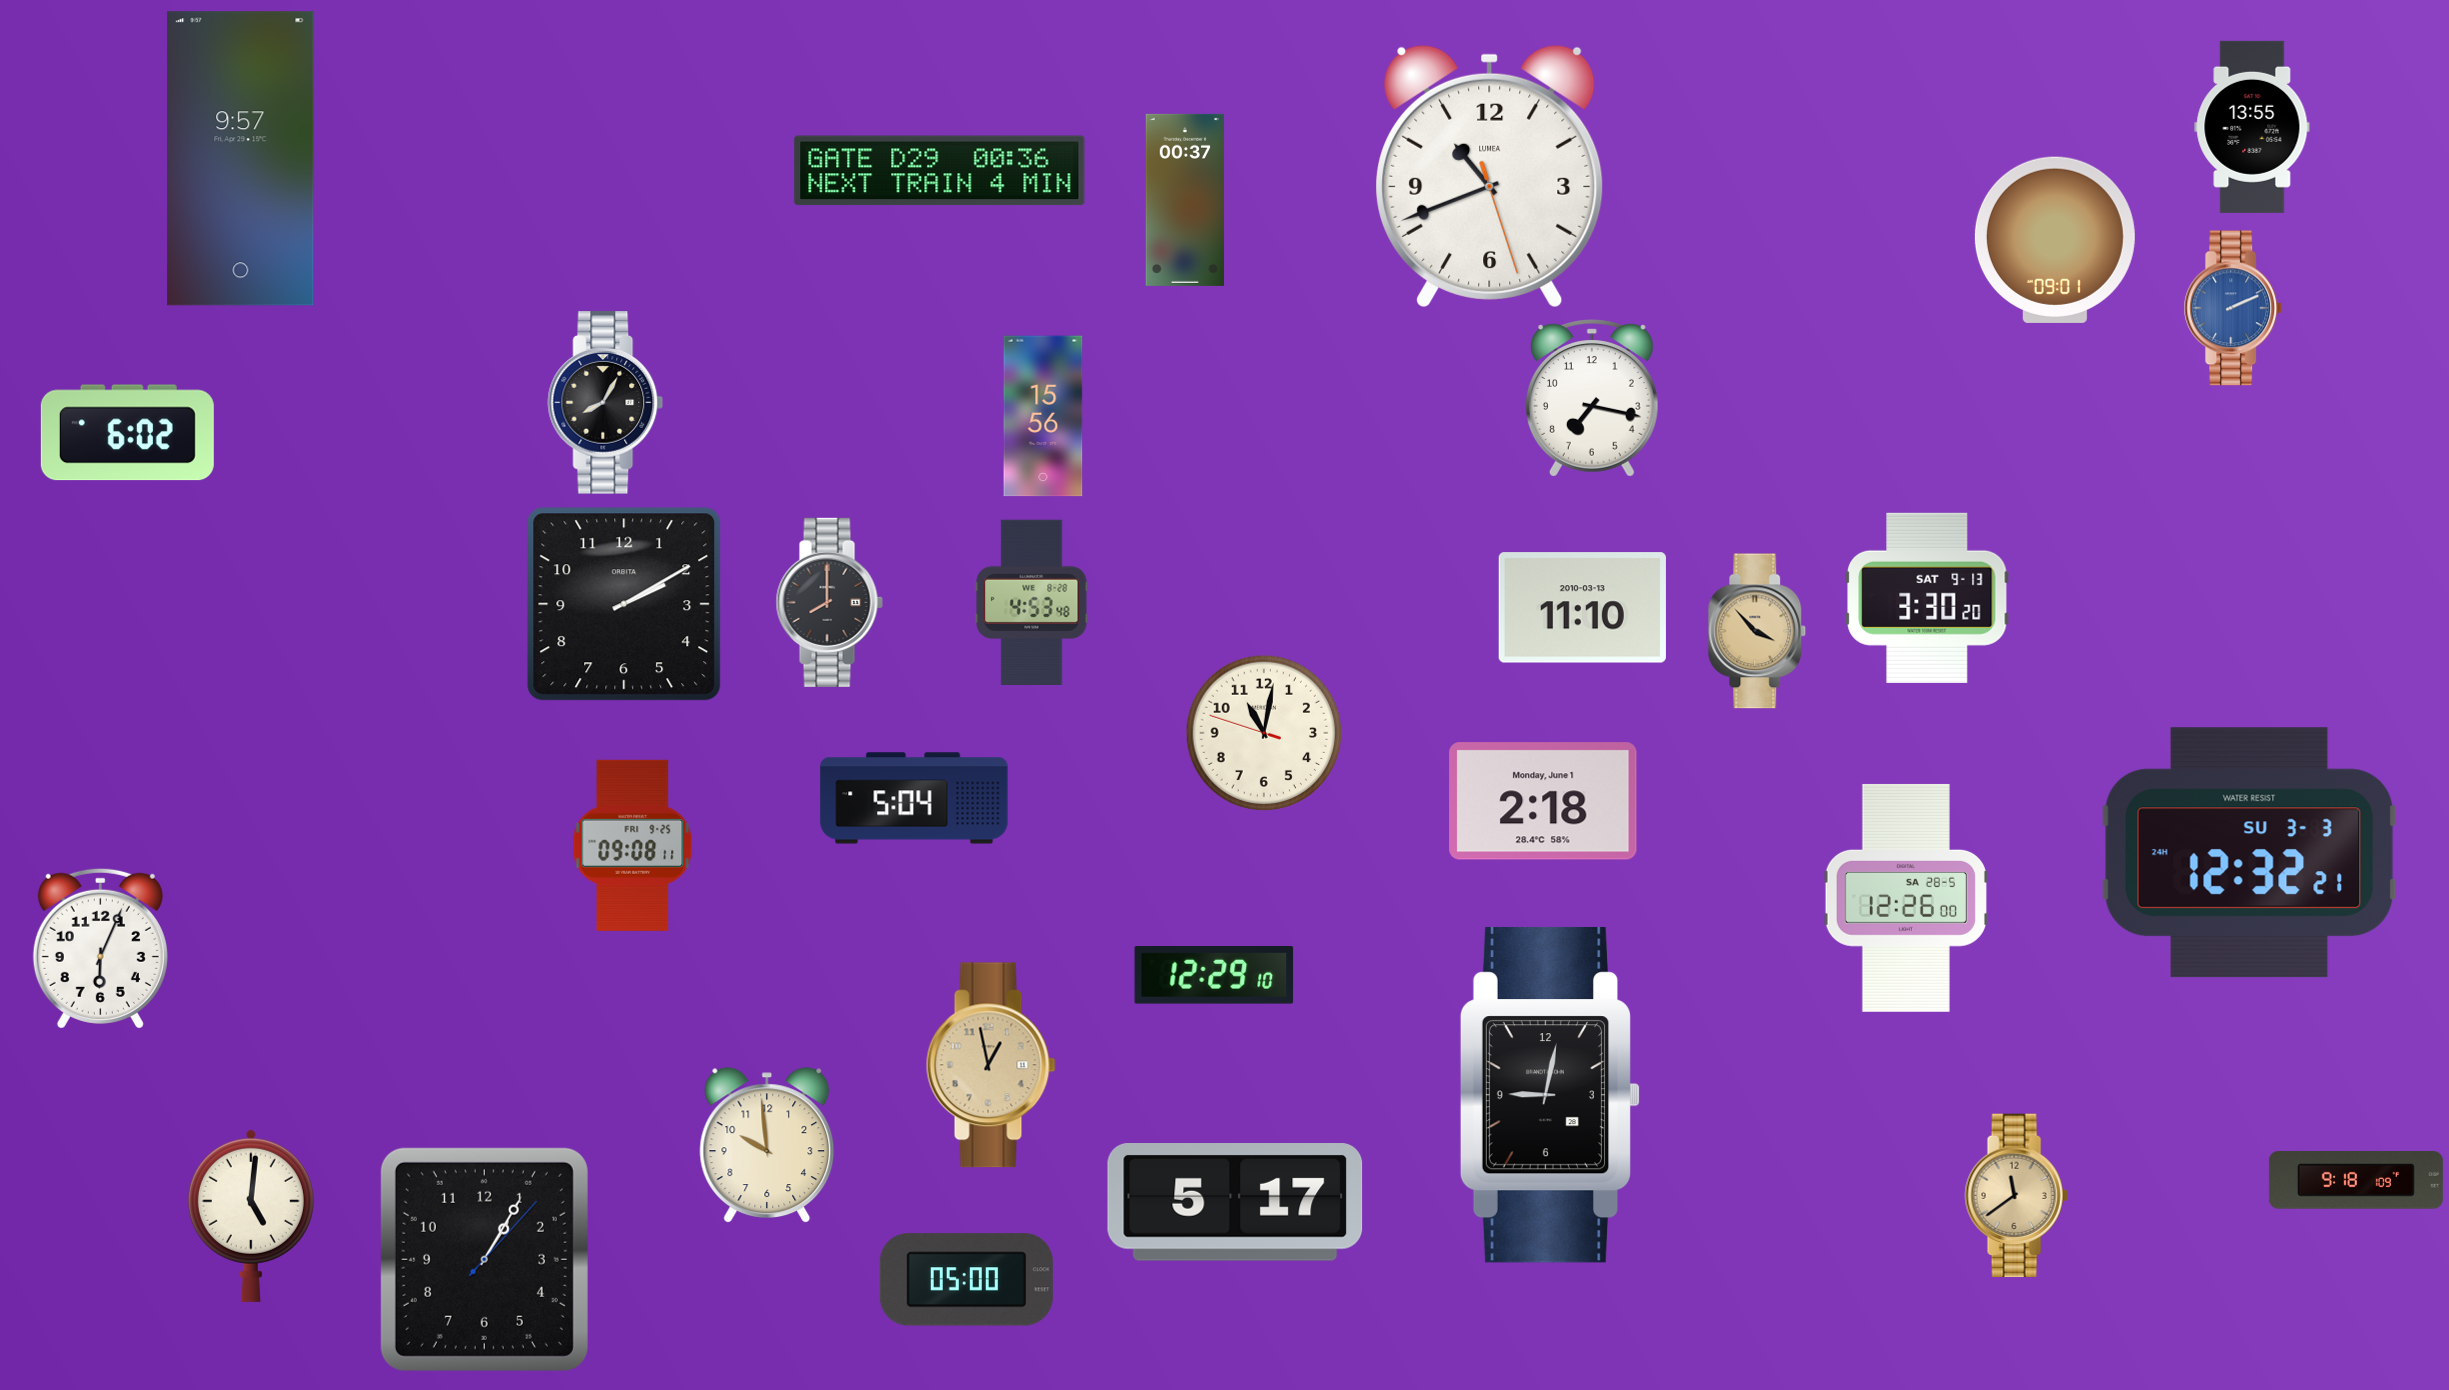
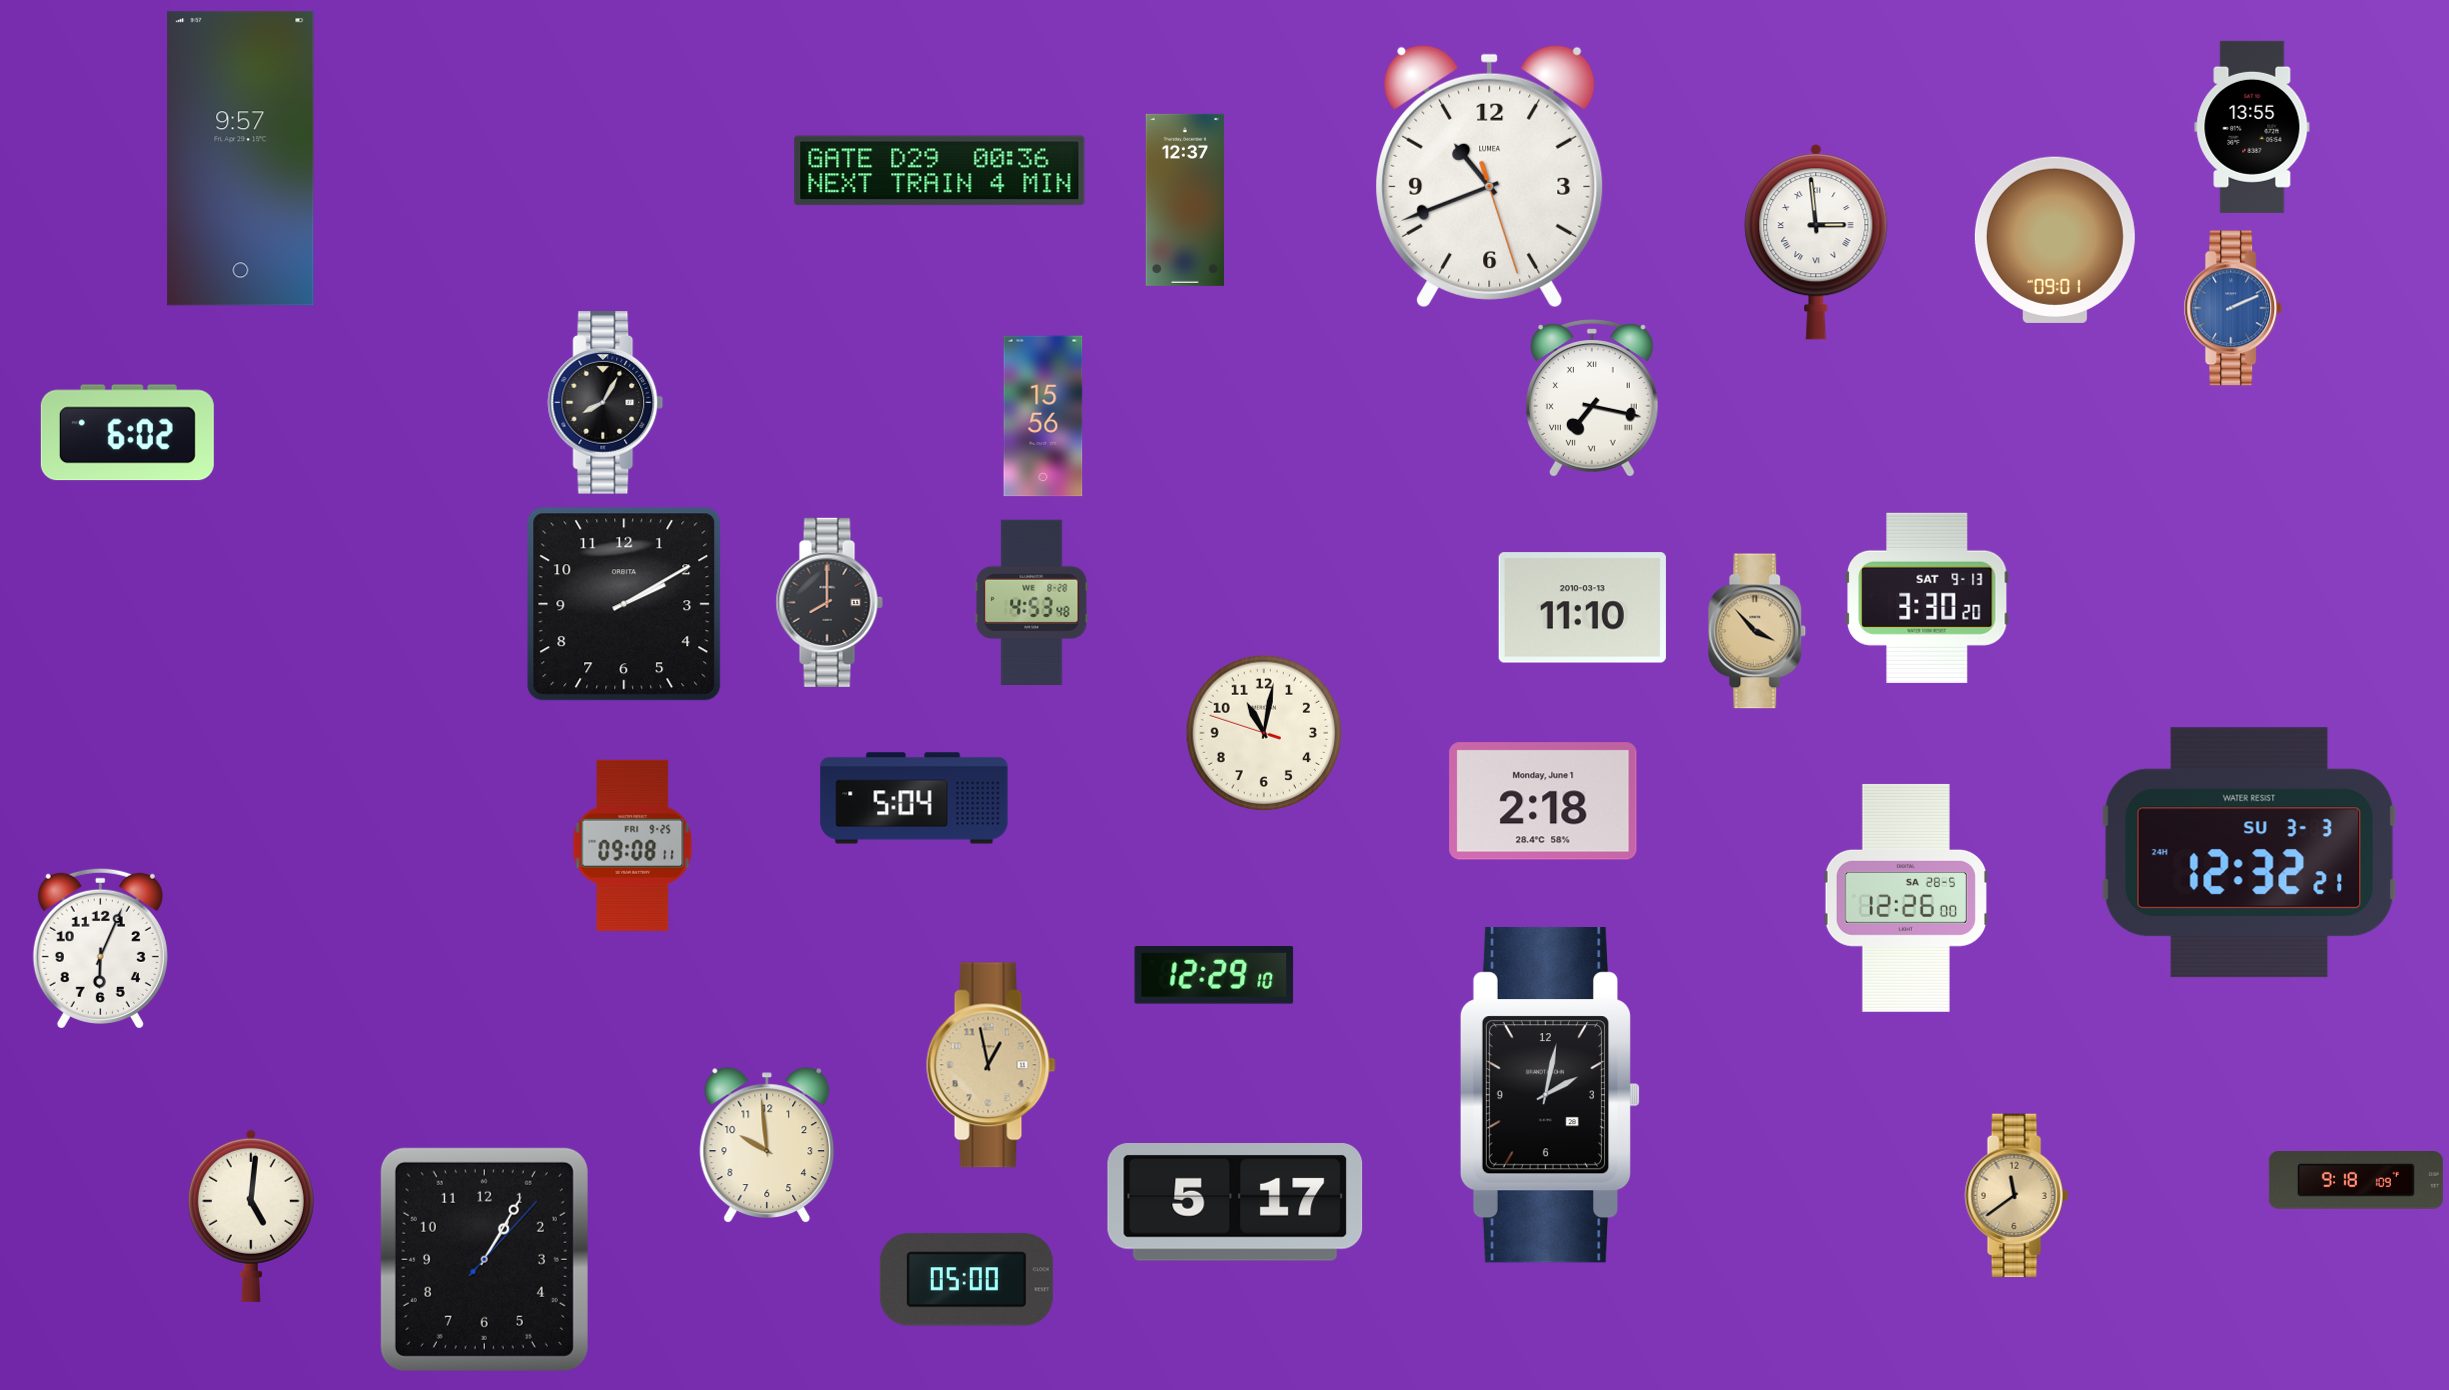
clock at (1185, 200): 00:37 -> 12:37
clock at (1816, 242): none -> 2:59
clock at (1592, 398) numerals: Arabic -> Roman
clock at (1550, 1095): 9:02 -> 2:02
